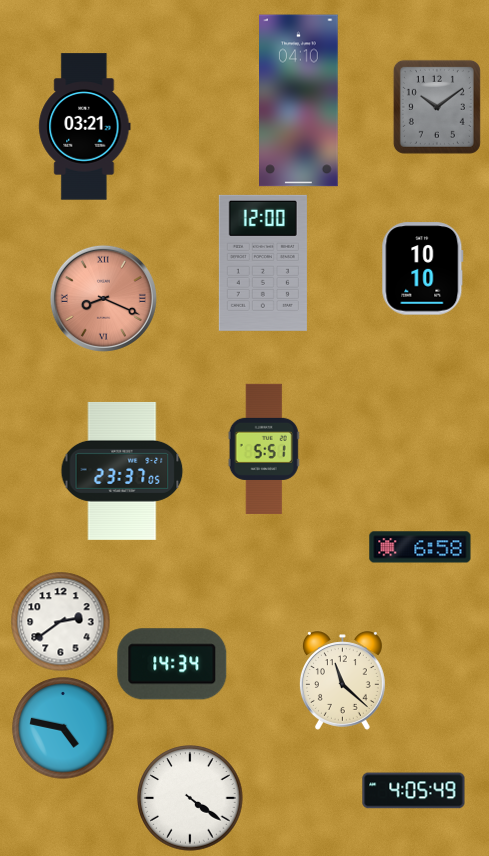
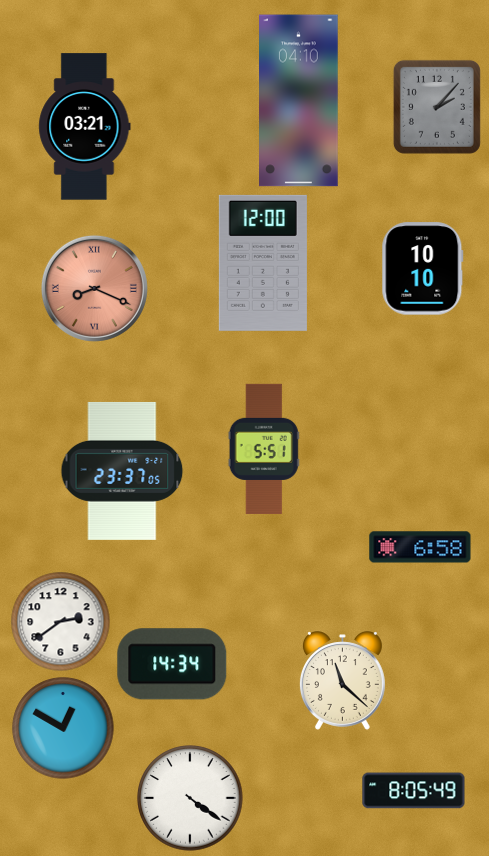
clock at (437, 107): 10:09 -> 2:07
clock at (103, 298) position: (103, 298) -> (94, 288)
clock at (63, 728): 4:47 -> 12:50
clock at (414, 791): 4:05 -> 8:05
